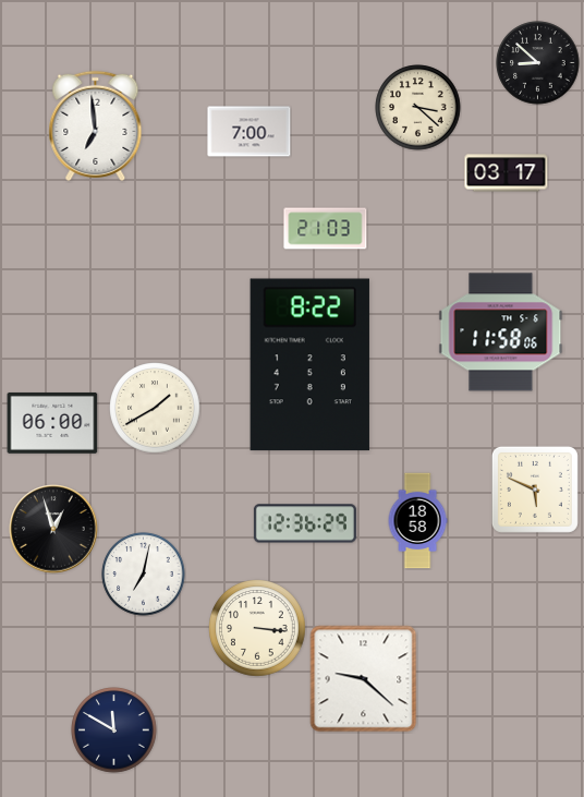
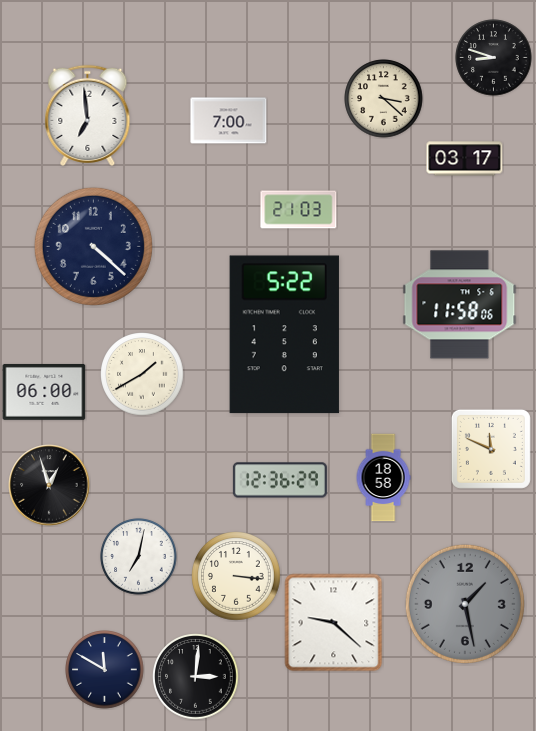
clock at (538, 63): 8:52 -> 8:48
clock at (93, 246): none -> 4:22
clock at (309, 365): 8:22 -> 5:22
clock at (52, 423) position: (52, 423) -> (44, 392)
clock at (535, 490): 5:49 -> 11:49
clock at (144, 575) position: (144, 575) -> (139, 557)
clock at (465, 604): none -> 1:28
clock at (196, 677): none -> 3:01
